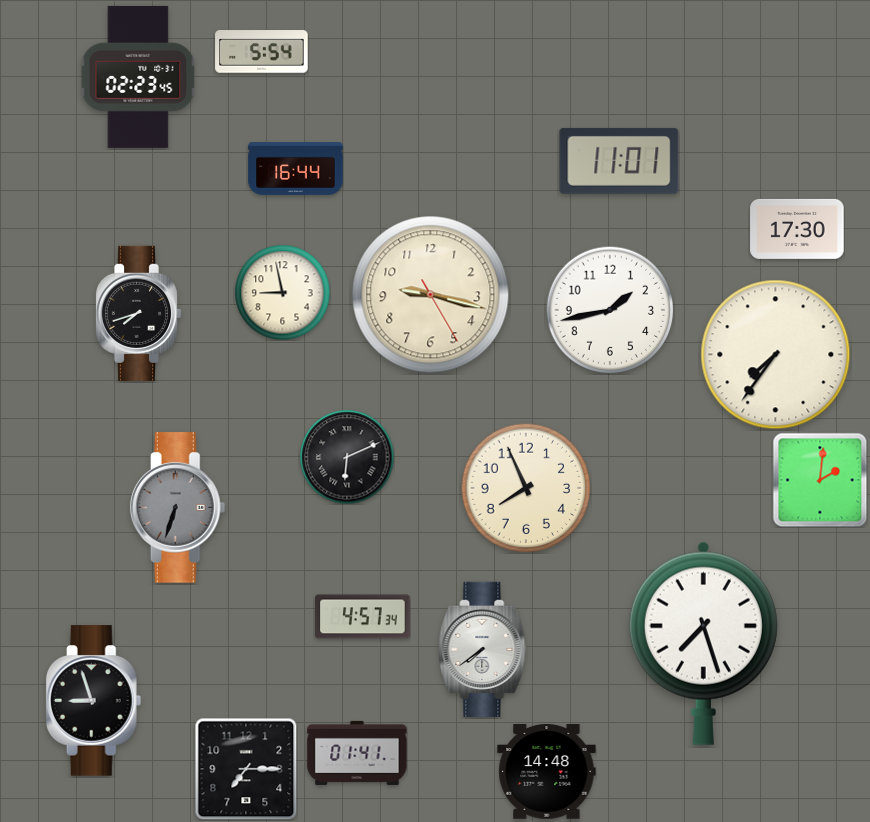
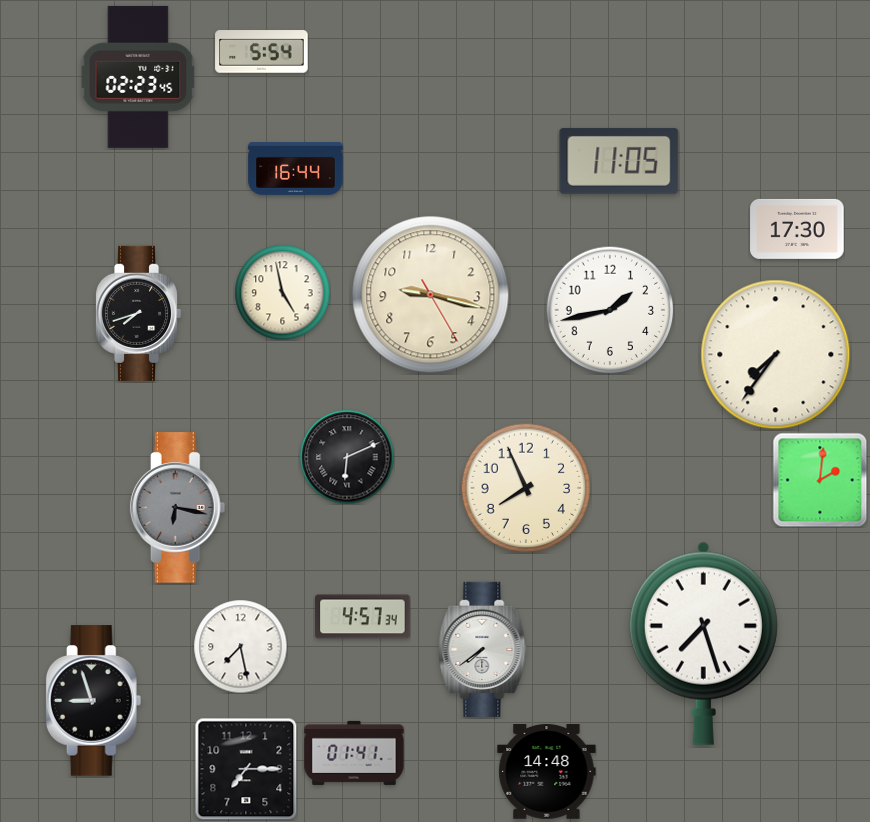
clock at (619, 161): 11:01 -> 11:05
clock at (282, 292): 8:58 -> 4:58
clock at (178, 508): 6:33 -> 6:17
clock at (240, 646): none -> 7:28
clock at (357, 753) position: (357, 753) -> (354, 753)
